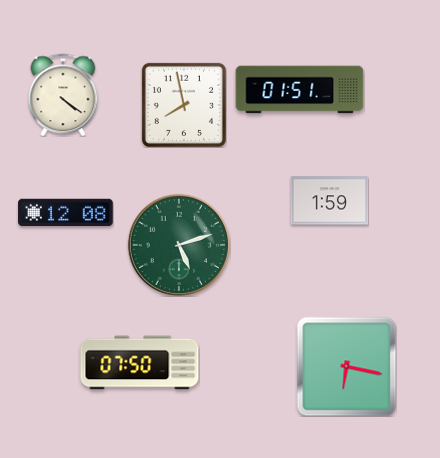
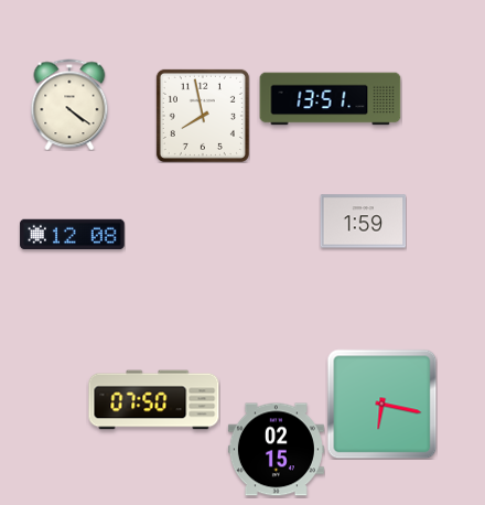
clock at (300, 90): 01:51 -> 13:51
clock at (179, 245): 5:12 -> none
clock at (276, 450): none -> 02:15
